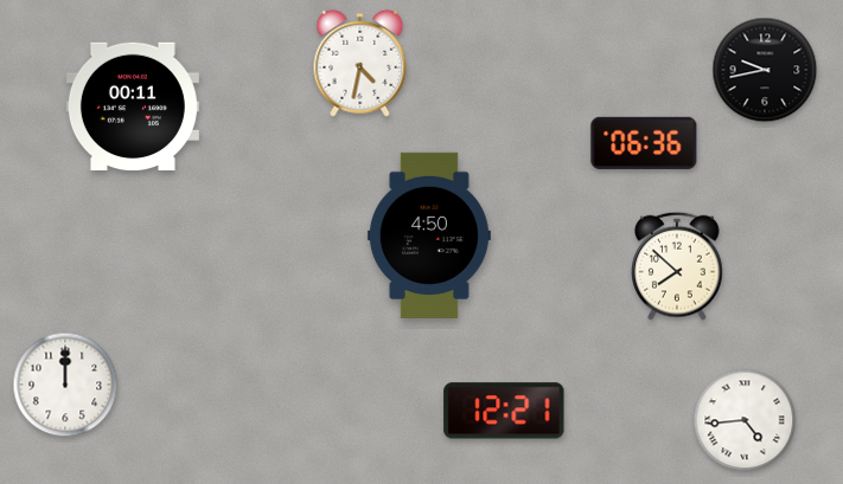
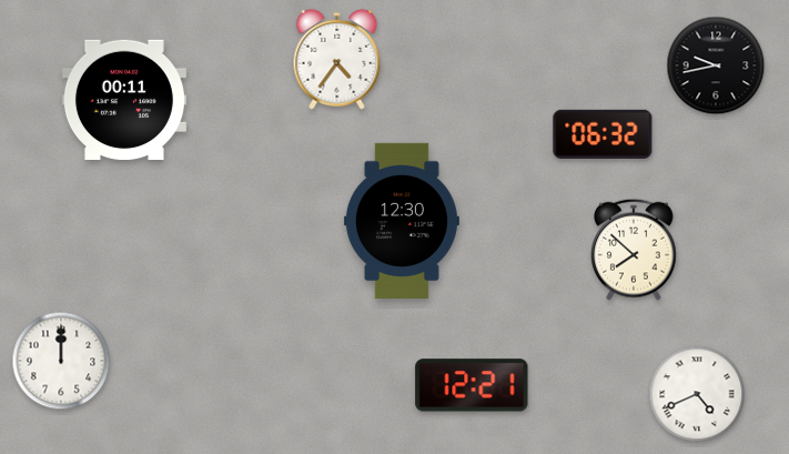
clock at (360, 63): 4:32 -> 4:36
clock at (644, 143): 06:36 -> 06:32
clock at (429, 235): 4:50 -> 12:30
clock at (745, 420): 4:44 -> 4:41
